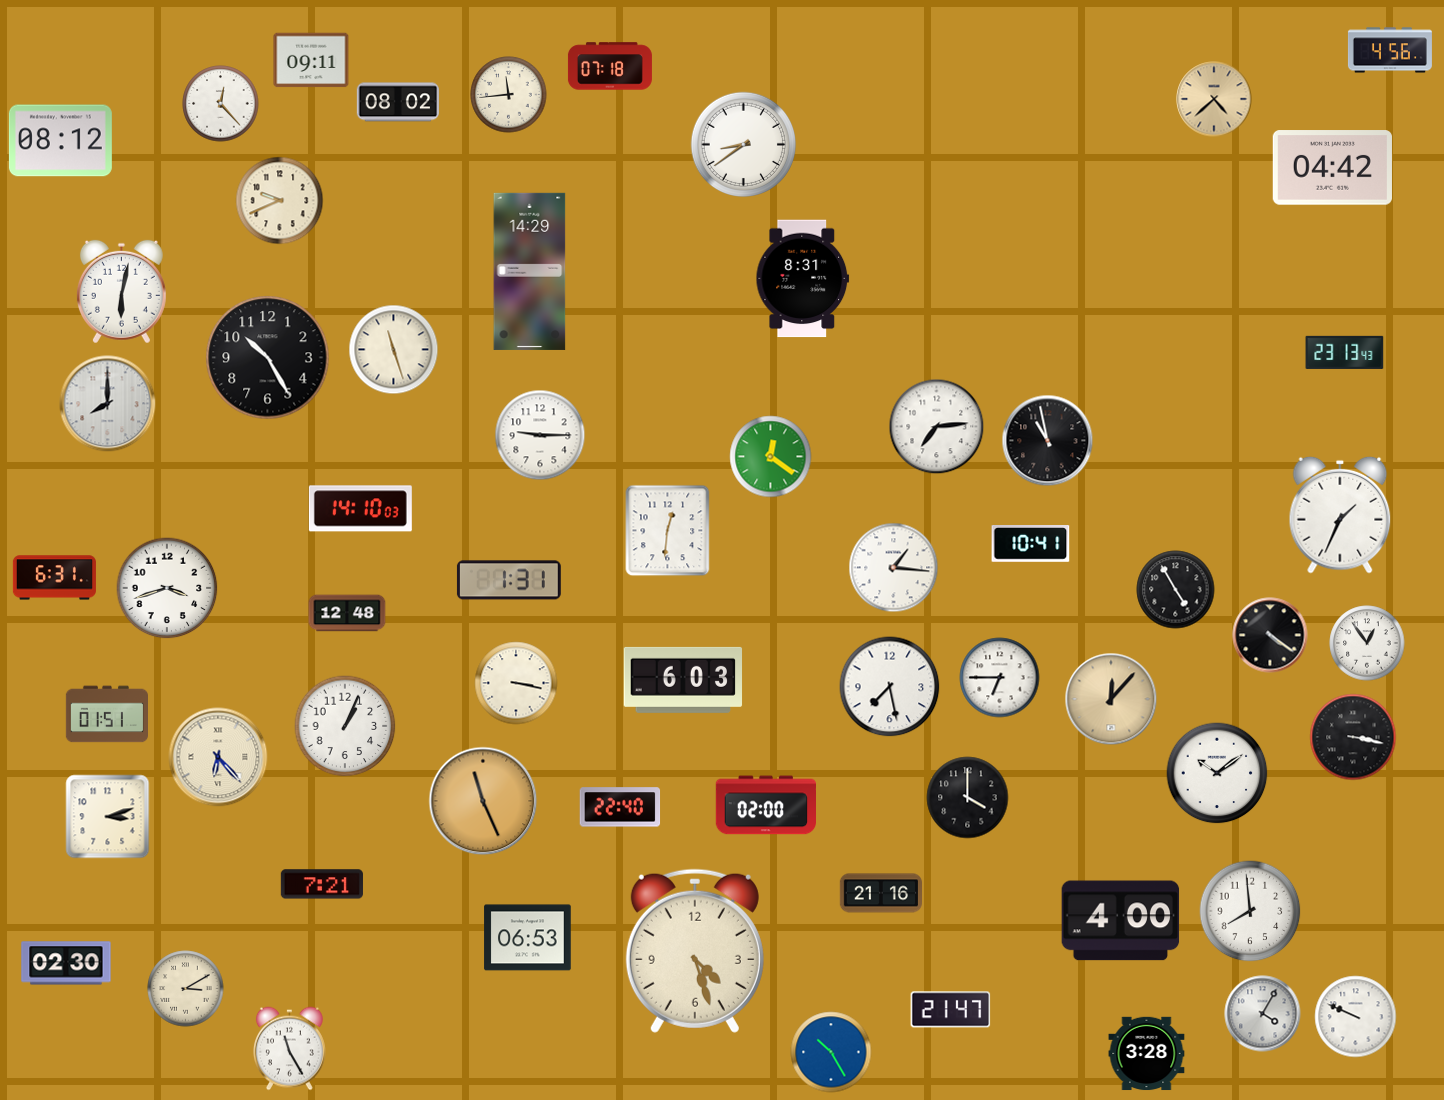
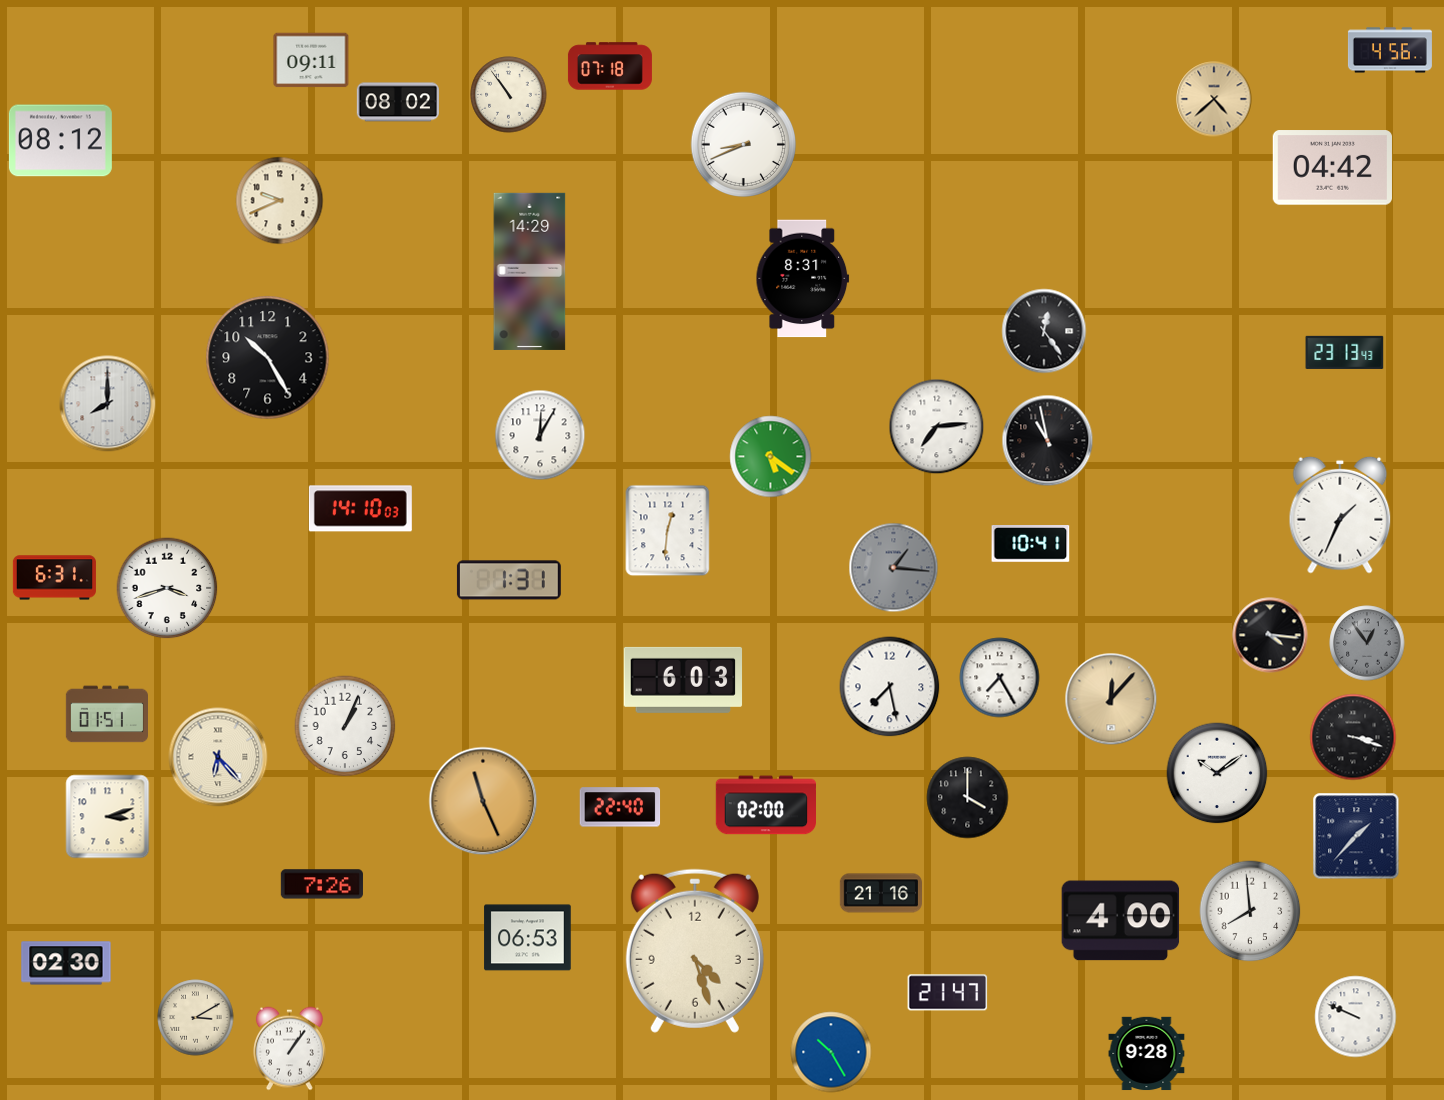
clock at (509, 95): 11:44 -> 10:54
clock at (221, 104): 12:23 -> none
clock at (744, 145): 8:39 -> 8:41
clock at (121, 292): 6:02 -> none
clock at (1044, 331): none -> 12:24
clock at (394, 350): 11:27 -> none
clock at (540, 435): 9:15 -> 12:05
clock at (771, 457): 12:21 -> 5:21
clock at (894, 568) dial: white -> grey
clock at (1176, 590): 4:55 -> none
clock at (347, 613): 12:48 -> none
clock at (1270, 635): 4:21 -> 4:16
clock at (1367, 643) dial: white -> grey
clock at (1000, 678): 6:45 -> 7:25
clock at (516, 683): 3:17 -> none
clock at (1353, 737): 3:17 -> 3:18
clock at (1356, 836): none -> 1:37
clock at (321, 884): 7:21 -> 7:26
clock at (186, 989) position: (186, 989) -> (196, 1018)
clock at (951, 1010) position: (951, 1010) -> (948, 993)
clock at (1263, 1014): 4:05 -> none
clock at (289, 1049): 11:25 -> 1:06
clock at (1147, 1054): 3:28 -> 9:28
